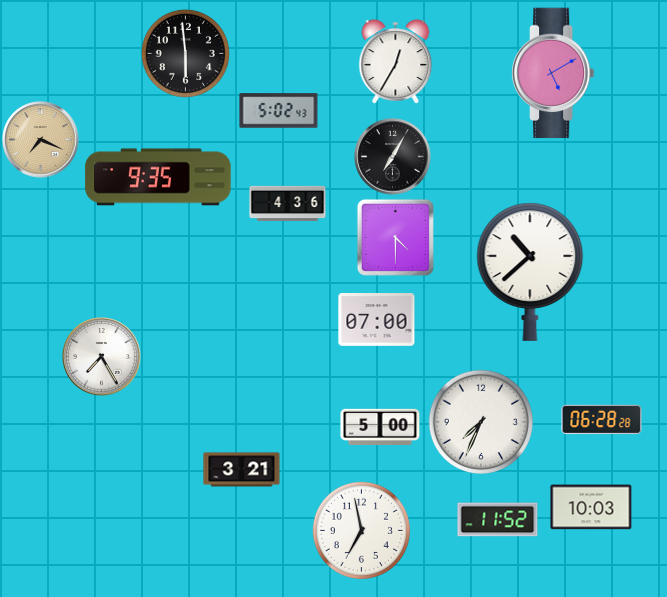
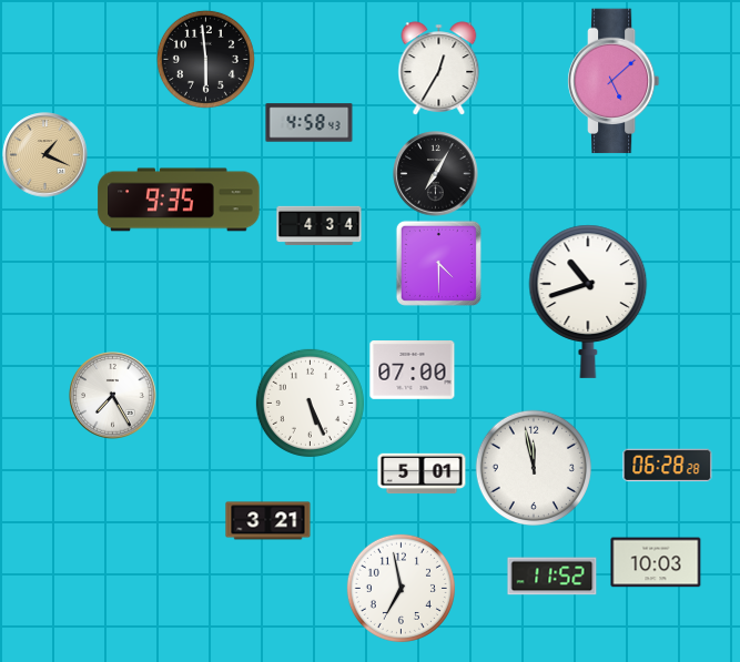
clock at (553, 73): 5:10 -> 5:08
clock at (279, 111): 5:02 -> 4:58
clock at (41, 140): 7:19 -> 1:19
clock at (158, 177) position: (158, 177) -> (179, 200)
clock at (288, 204): 4:36 -> 4:34
clock at (530, 272): 10:38 -> 10:42
clock at (377, 320) position: (377, 320) -> (413, 370)
clock at (310, 403): none -> 5:26
clock at (481, 422): 7:34 -> 11:58
clock at (380, 427): 5:00 -> 5:01
